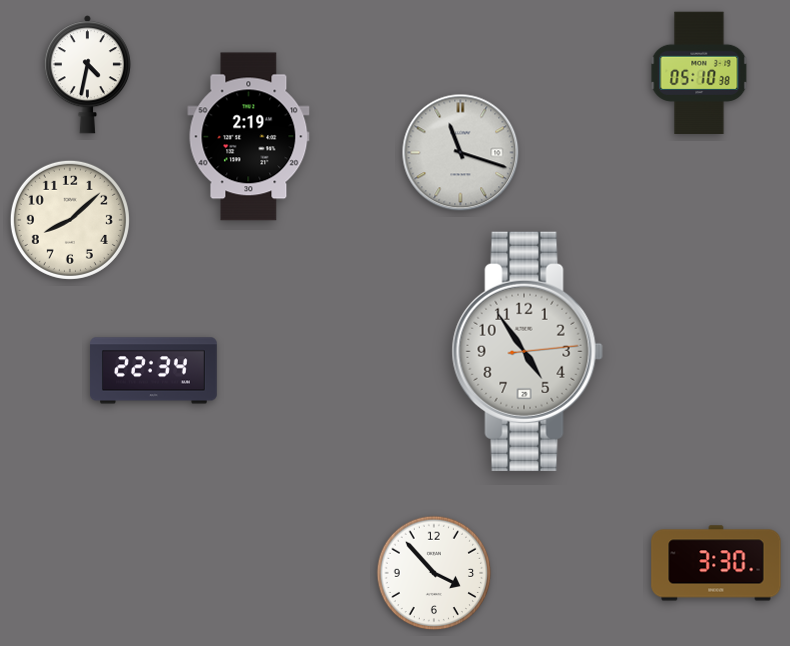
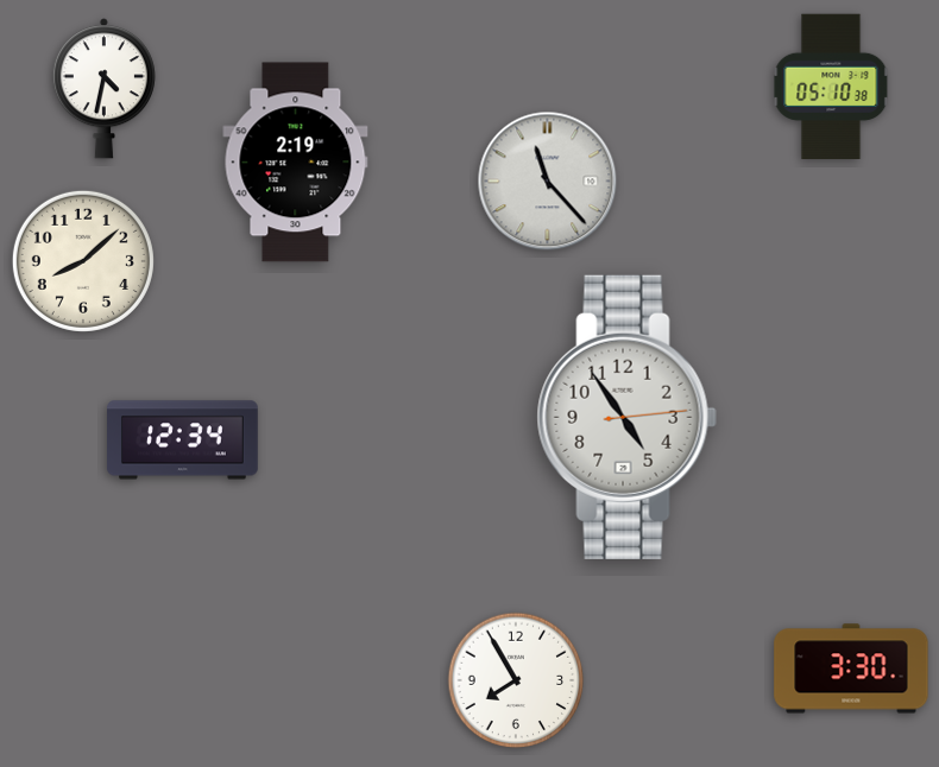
clock at (461, 153): 11:18 -> 11:23
clock at (154, 371): 22:34 -> 12:34
clock at (434, 573): 3:53 -> 7:55
